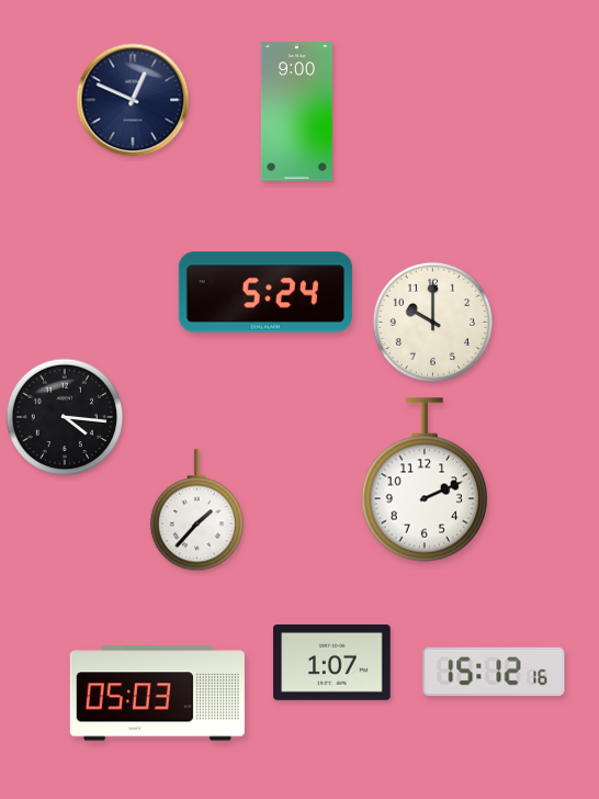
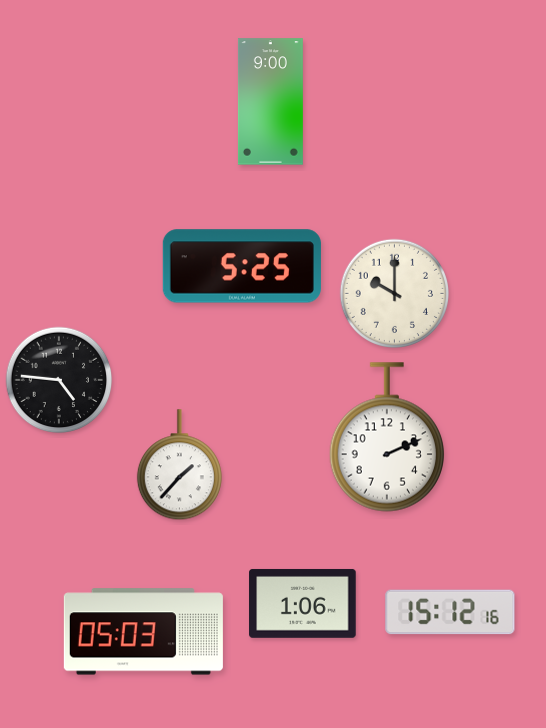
clock at (133, 100): 12:49 -> none
clock at (265, 292): 5:24 -> 5:25
clock at (65, 417): 4:16 -> 4:46
clock at (332, 662): 1:07 -> 1:06
